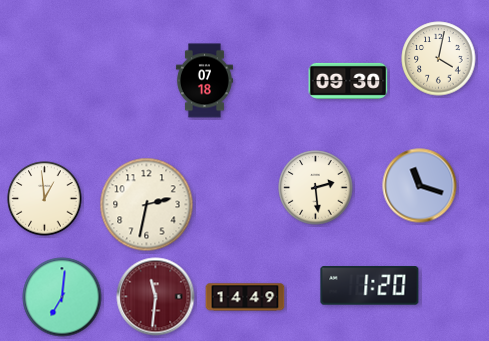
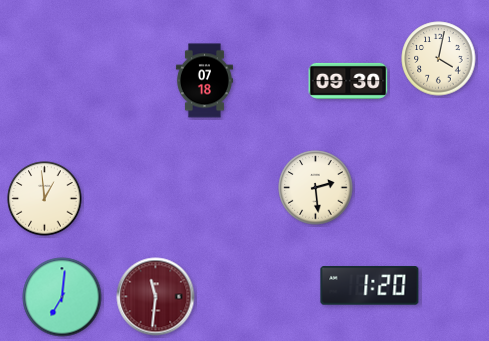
clock at (420, 186): 11:18 -> none
clock at (147, 205): 2:32 -> none
clock at (245, 297): 14:49 -> none
